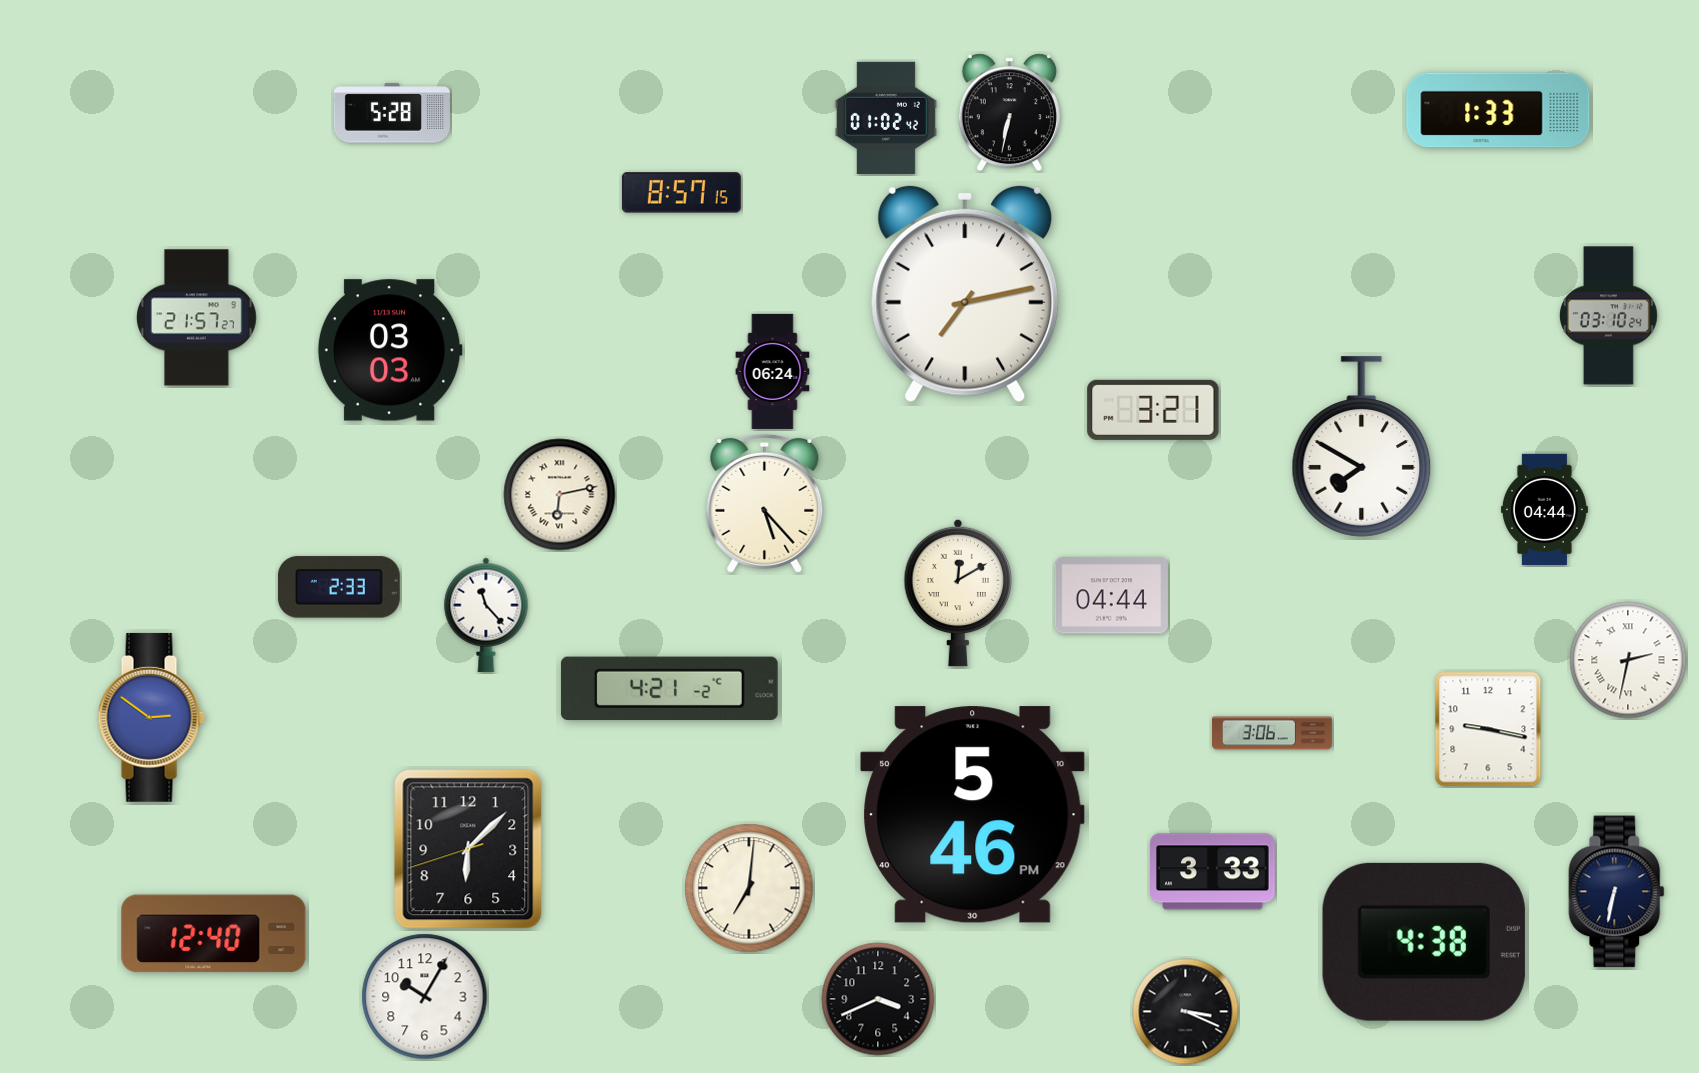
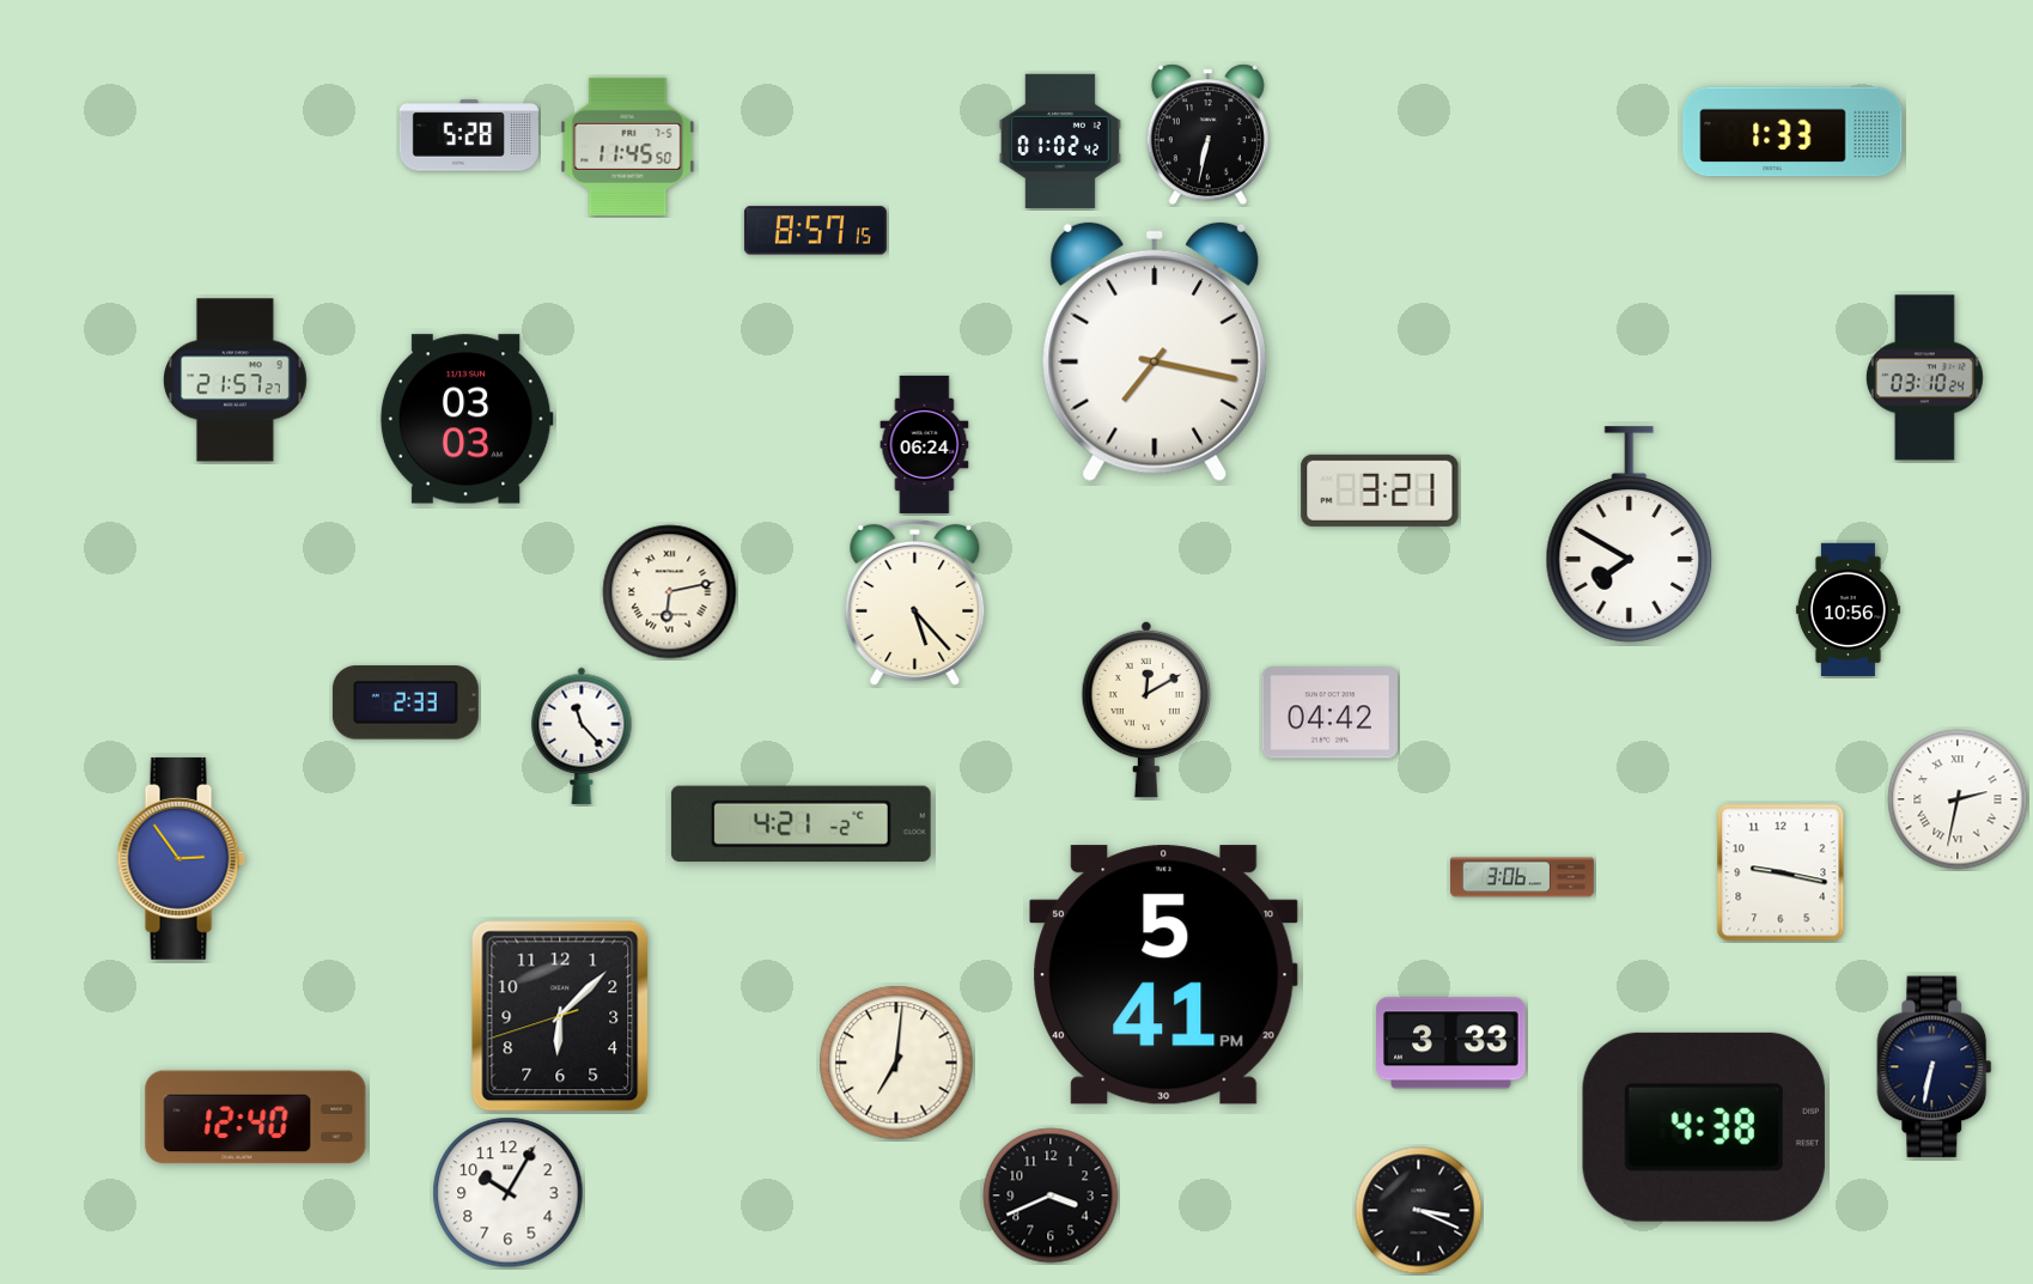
clock at (628, 146): none -> 11:45
clock at (965, 294): 7:13 -> 7:17
clock at (1544, 510): 04:44 -> 10:56
clock at (1111, 596): 04:44 -> 04:42
clock at (1628, 660) position: (1628, 660) -> (1958, 799)
clock at (151, 717): 2:51 -> 2:54
clock at (973, 815): 5:46 -> 5:41
